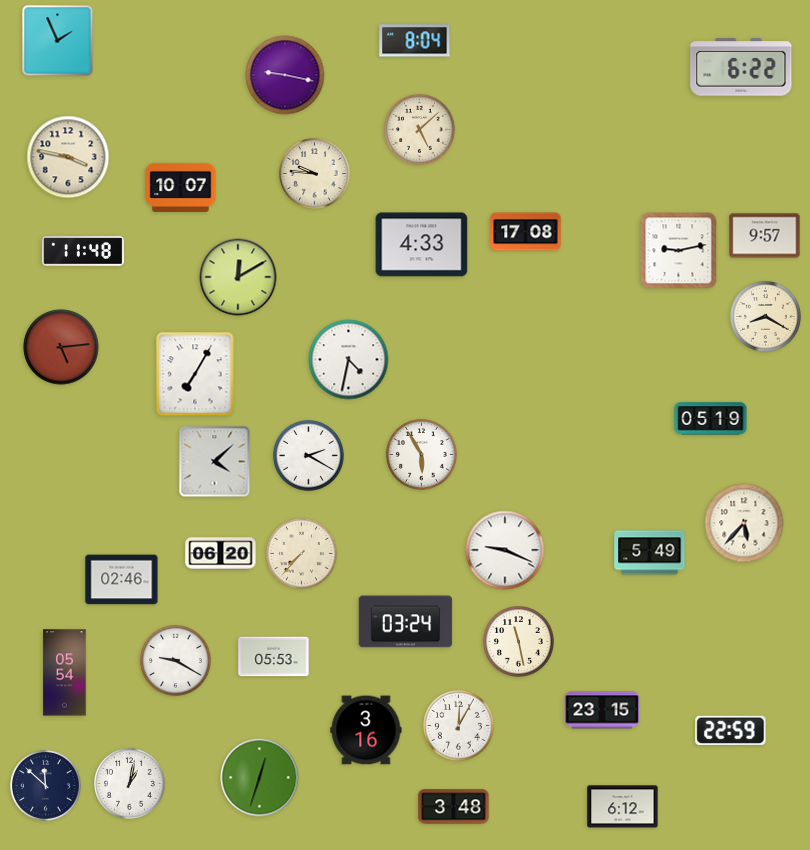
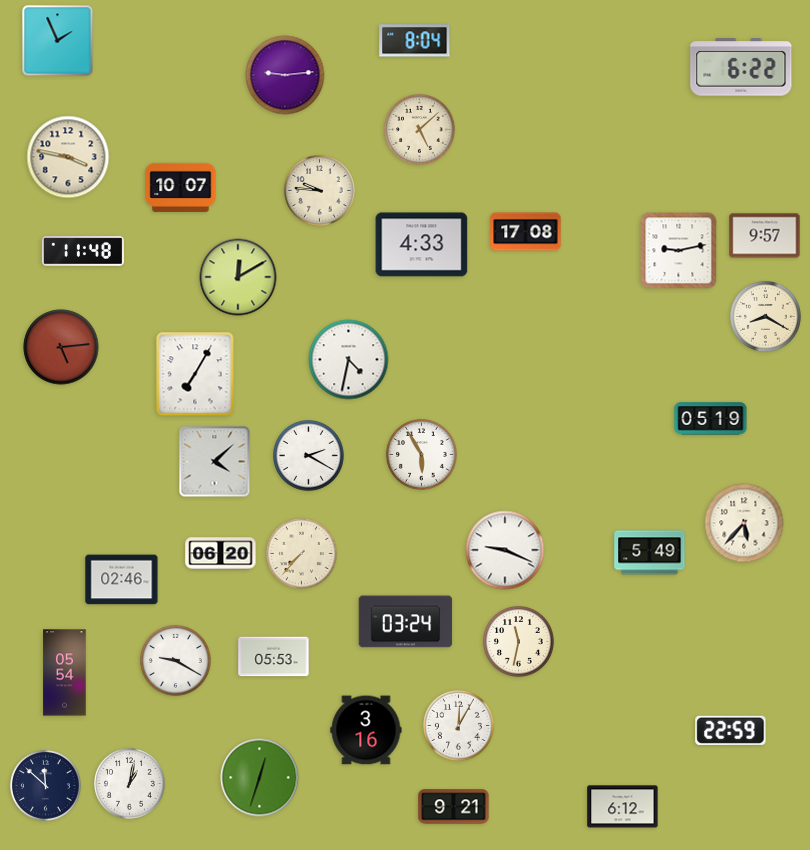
clock at (285, 75): 9:17 -> 9:14
clock at (315, 174) position: (315, 174) -> (320, 191)
clock at (519, 642): 11:28 -> 11:32
clock at (602, 710): 23:15 -> none
clock at (454, 807): 3:48 -> 9:21
